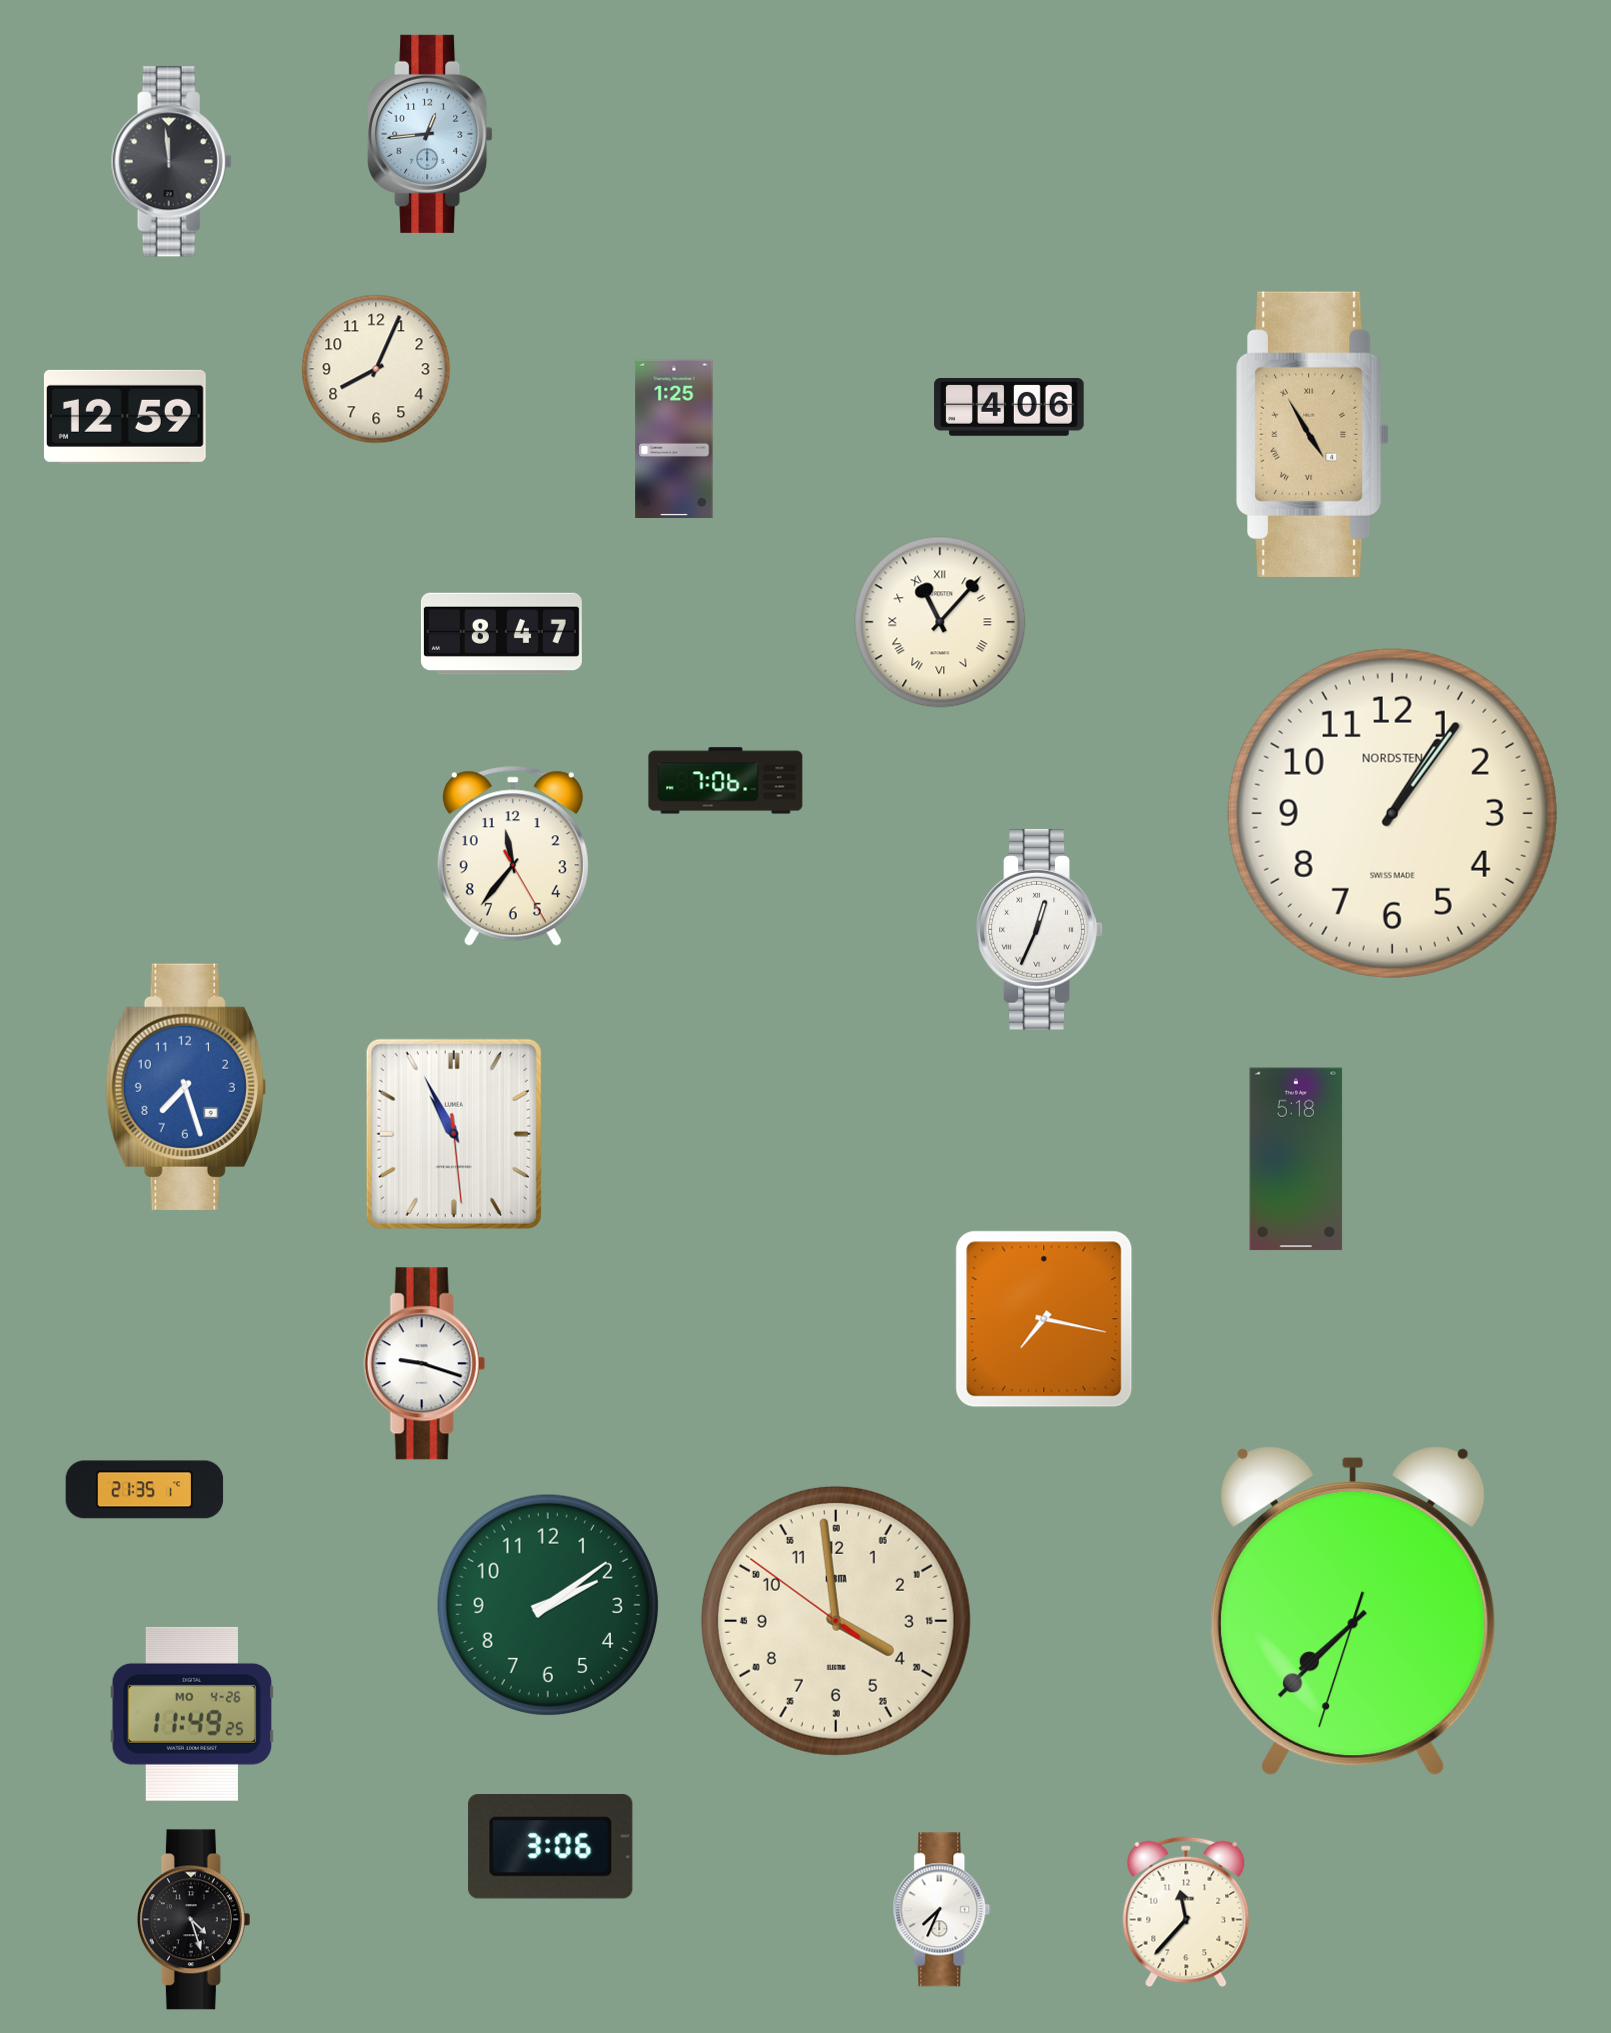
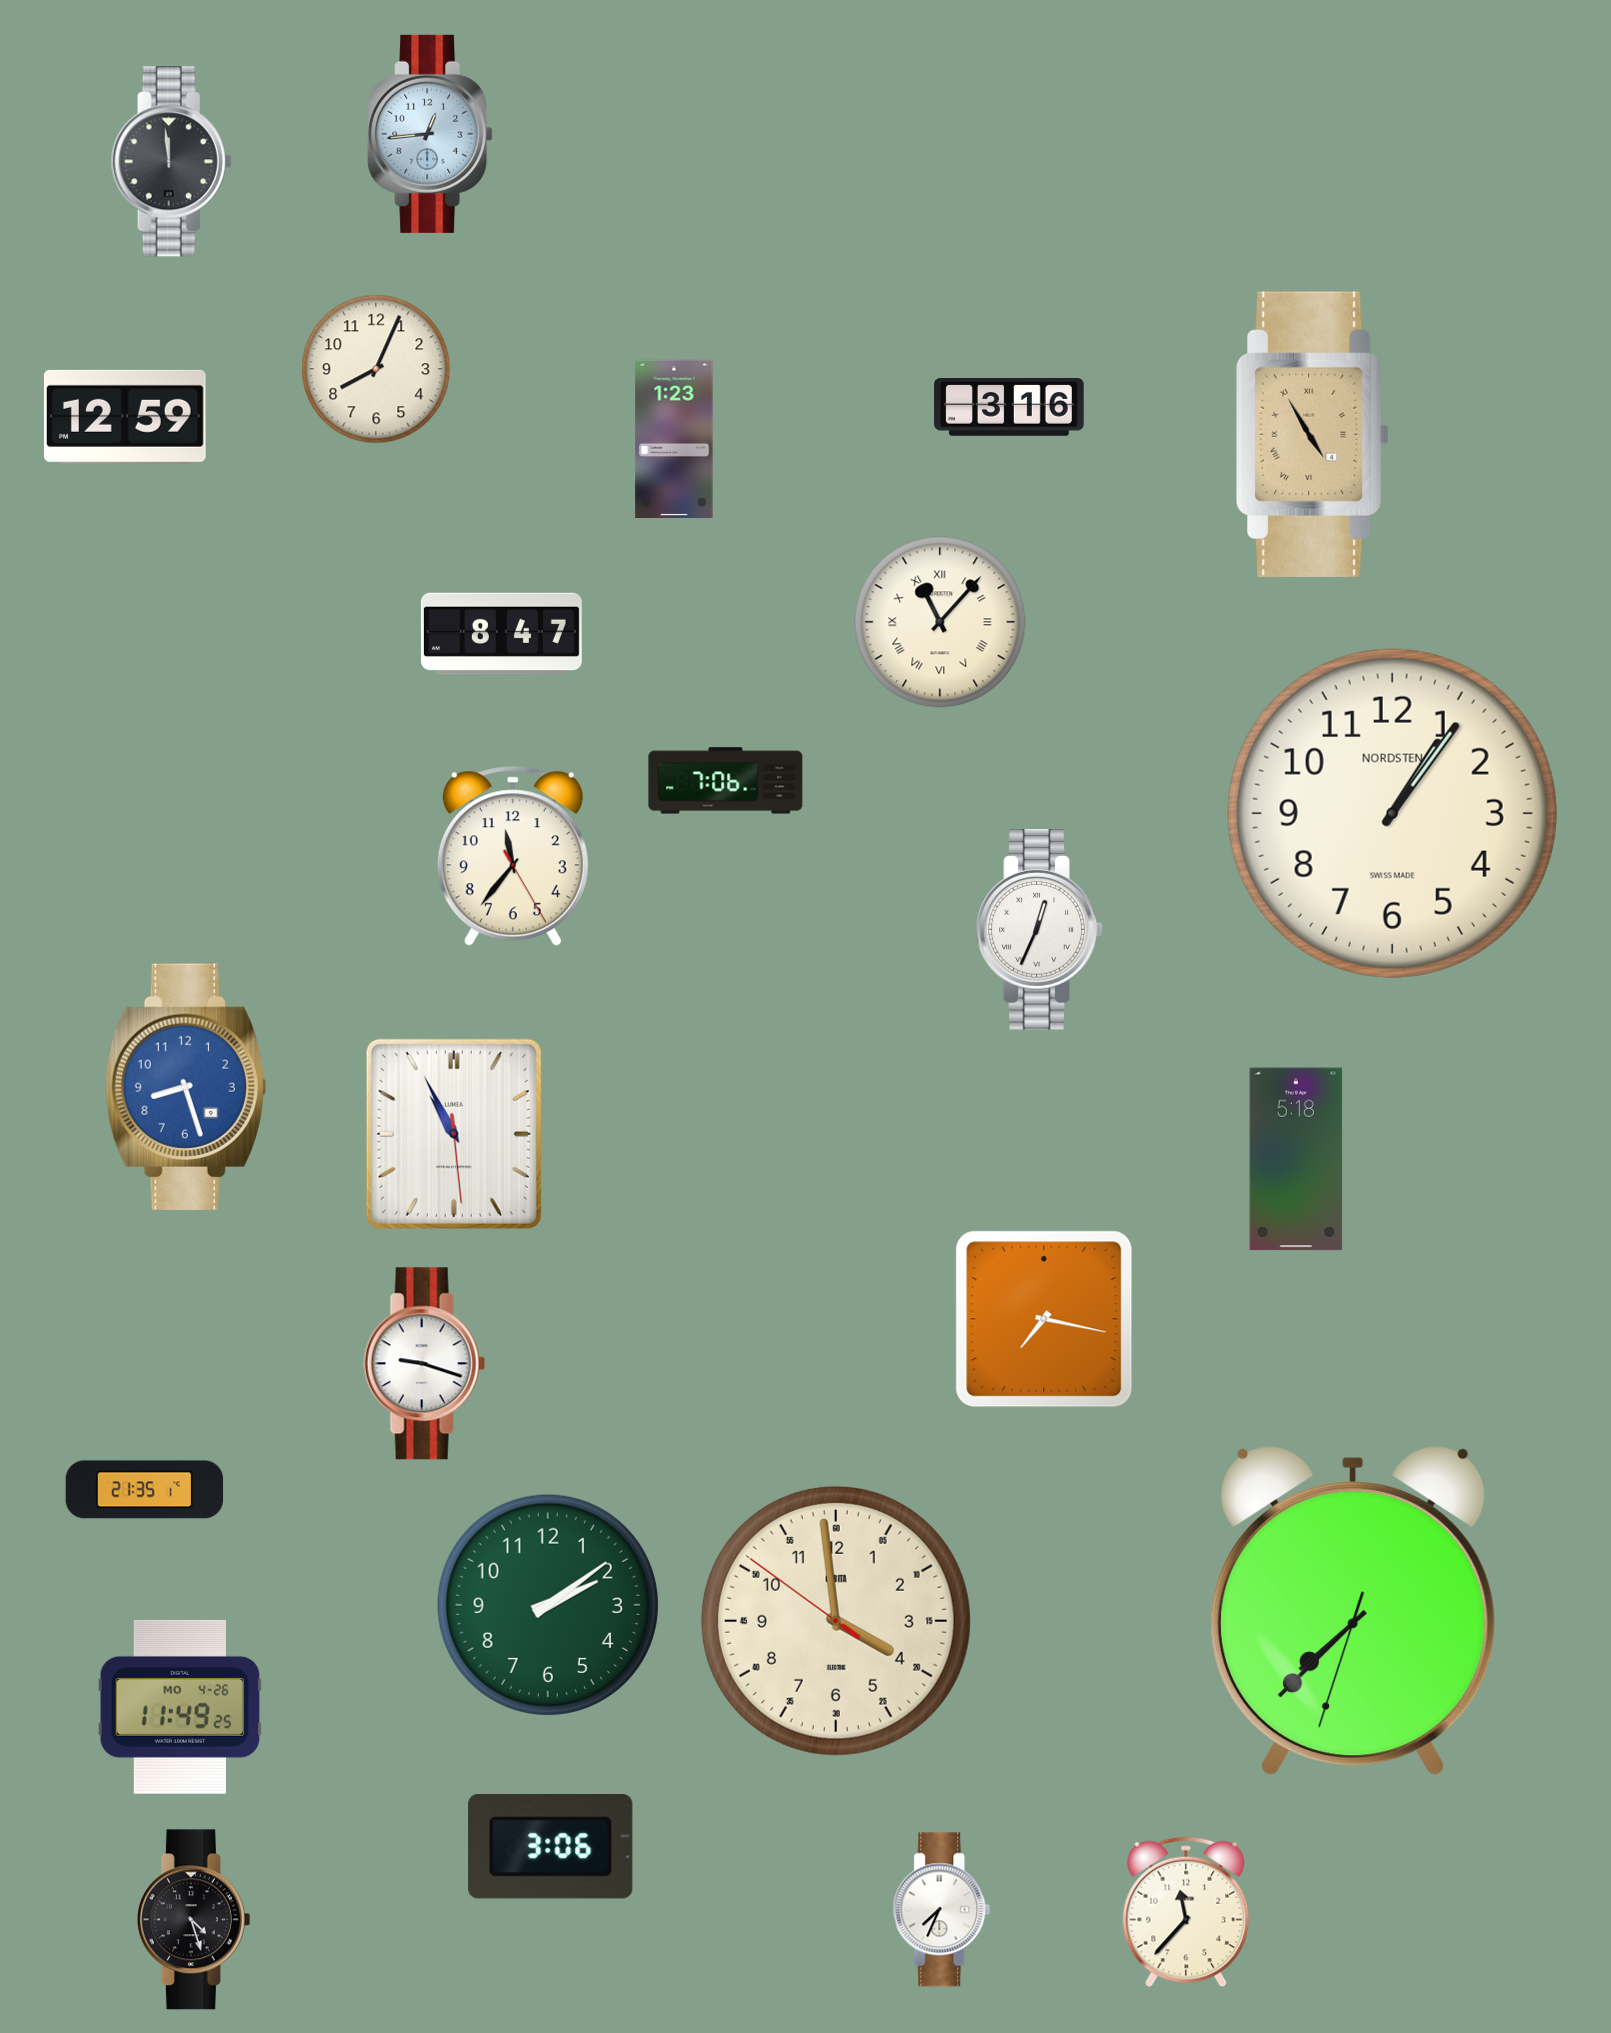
clock at (1009, 408): 4:06 -> 3:16
clock at (674, 438): 1:25 -> 1:23
clock at (186, 1086): 7:27 -> 8:27
clock at (192, 1714) position: (192, 1714) -> (180, 1707)
